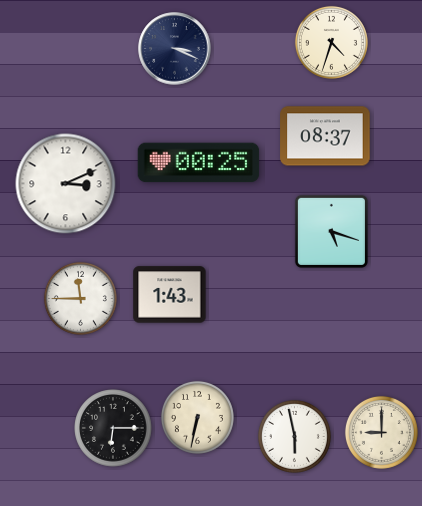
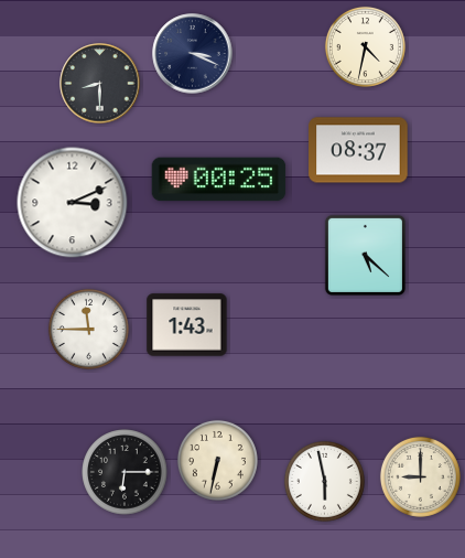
clock at (331, 42): 4:33 -> 4:32
clock at (100, 84): none -> 8:30
clock at (331, 231): 5:18 -> 5:22
